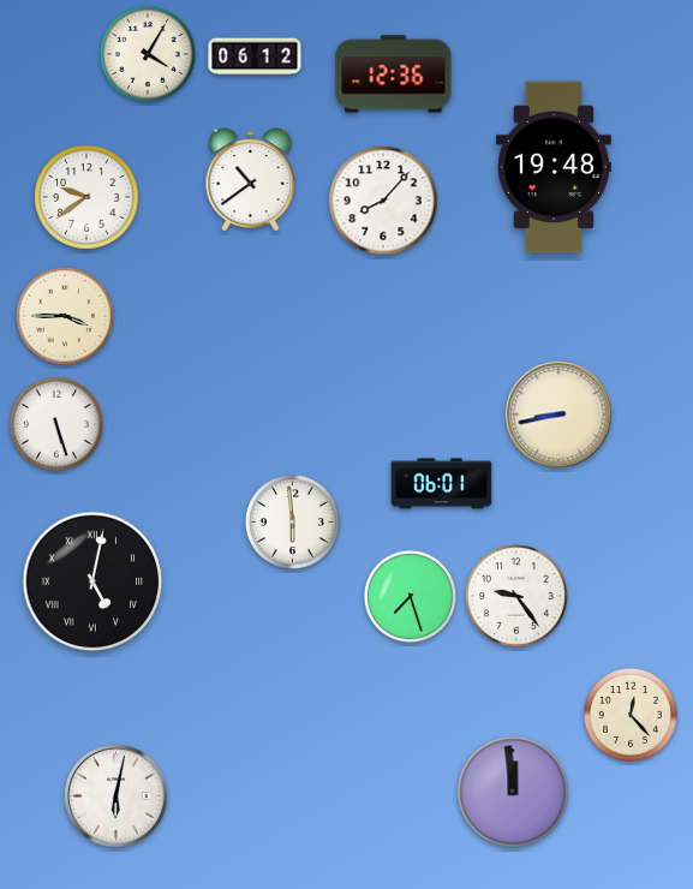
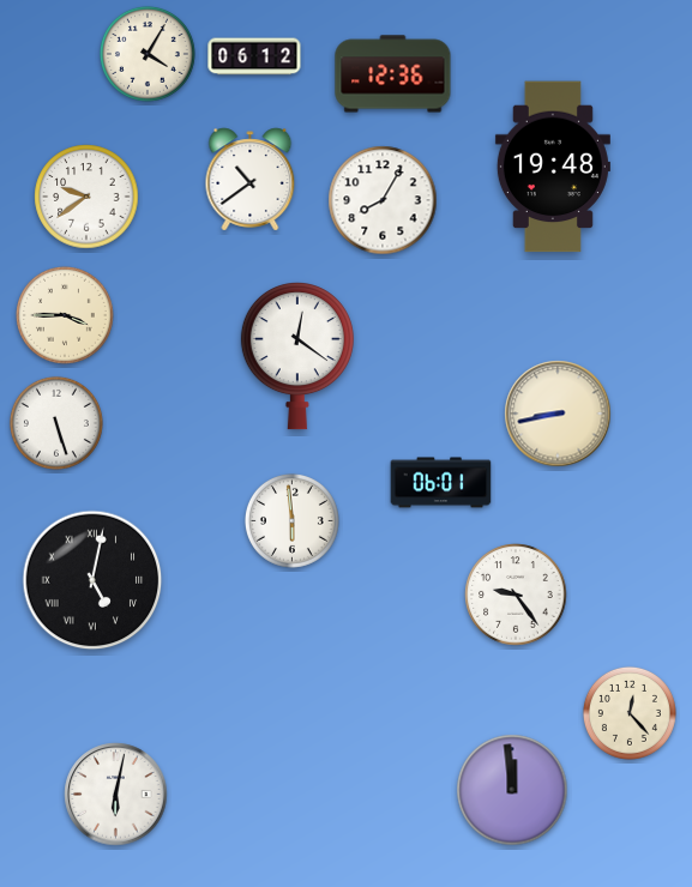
clock at (383, 201): 8:07 -> 8:05
clock at (297, 357): none -> 12:21
clock at (410, 596): 7:27 -> none
